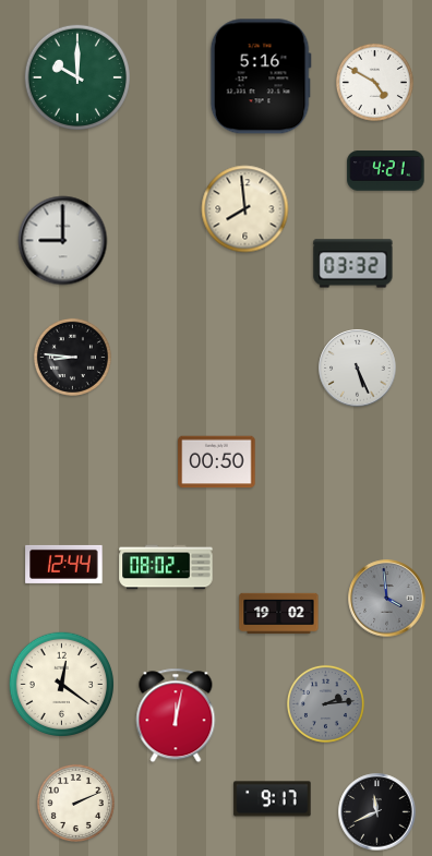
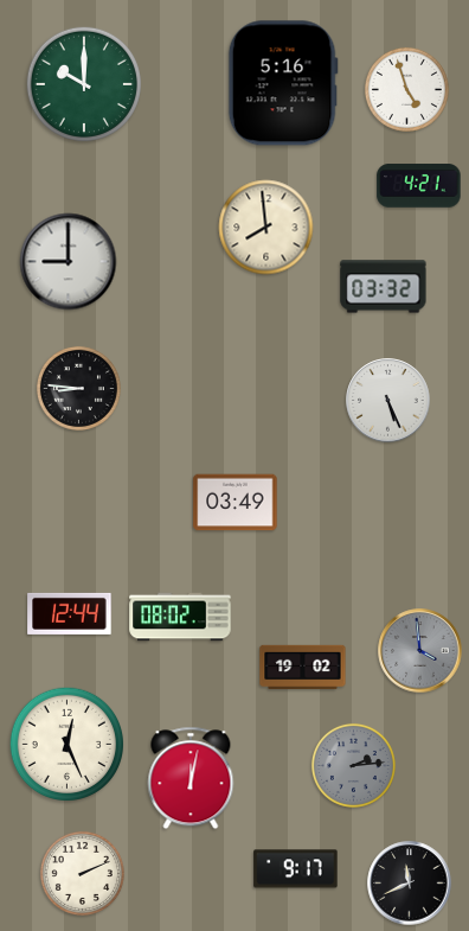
clock at (374, 82): 4:50 -> 4:57
clock at (217, 462): 00:50 -> 03:49
clock at (62, 685): 12:21 -> 12:26
